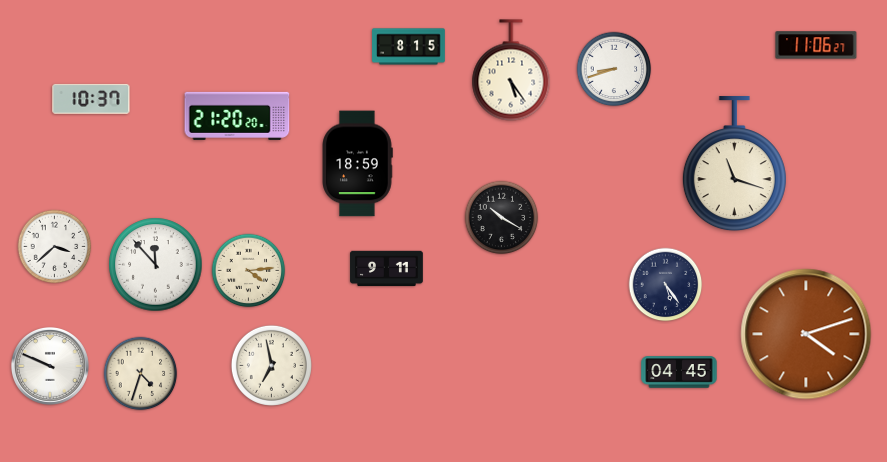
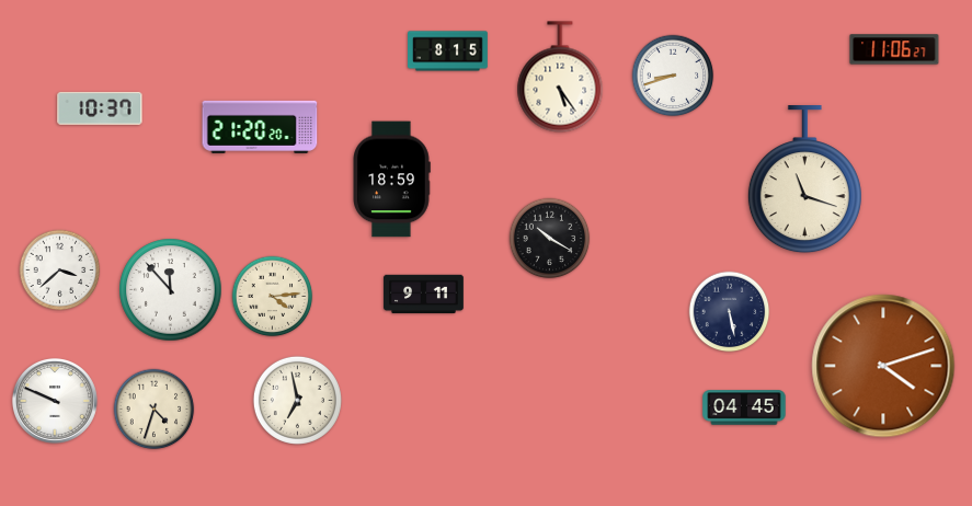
clock at (666, 285): 5:24 -> 5:28
